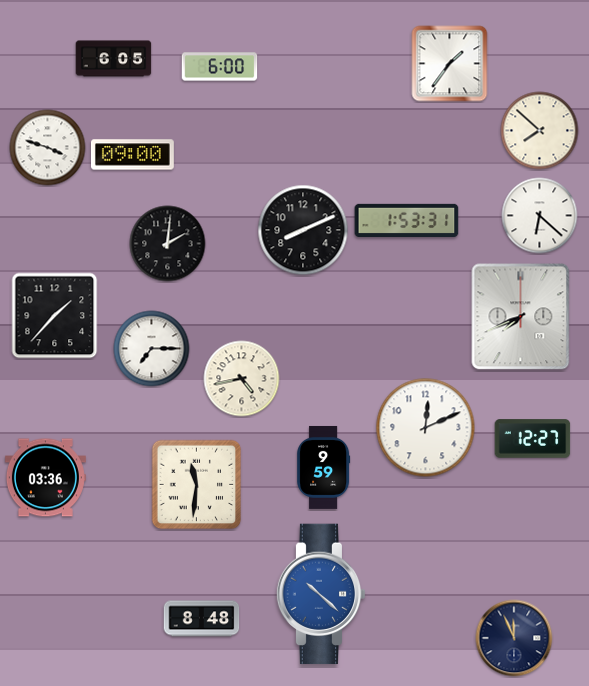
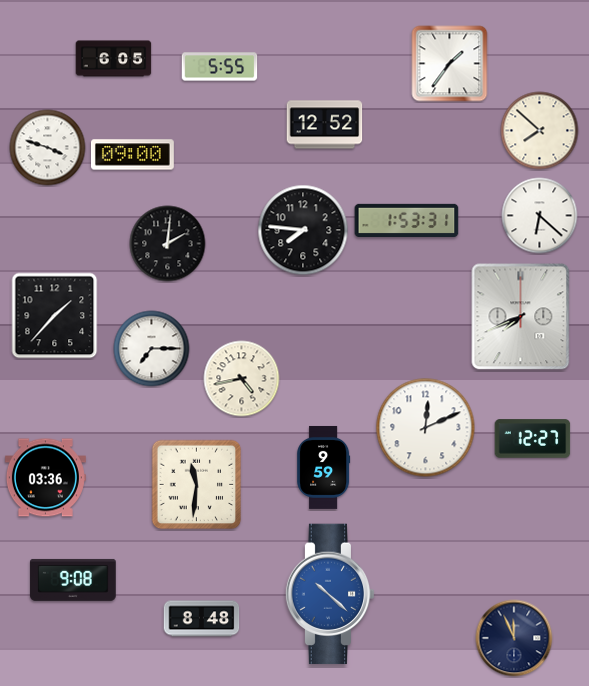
clock at (220, 67): 6:00 -> 5:55
clock at (325, 125): none -> 12:52
clock at (303, 230): 8:11 -> 7:46
clock at (73, 580): none -> 9:08
clock at (321, 594) position: (321, 594) -> (330, 594)
